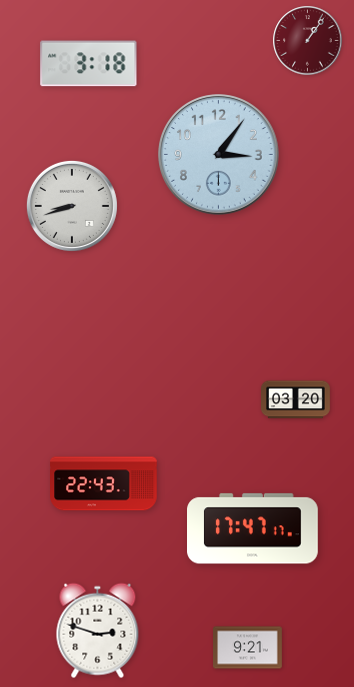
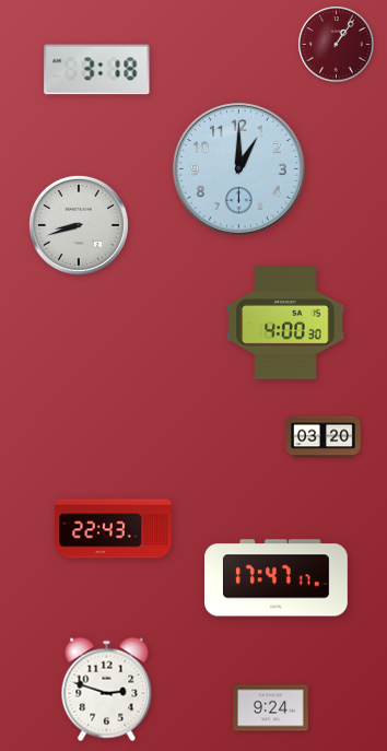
clock at (219, 155): 3:06 -> 1:00
clock at (285, 322): none -> 4:00
clock at (248, 648): 9:21 -> 9:24
